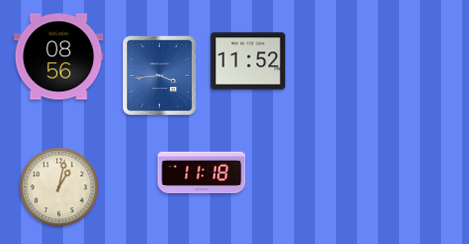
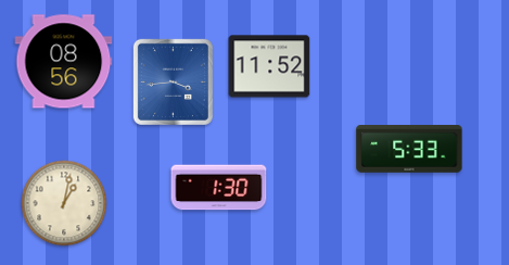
clock at (409, 150): none -> 5:33
clock at (202, 173): 11:18 -> 1:30
